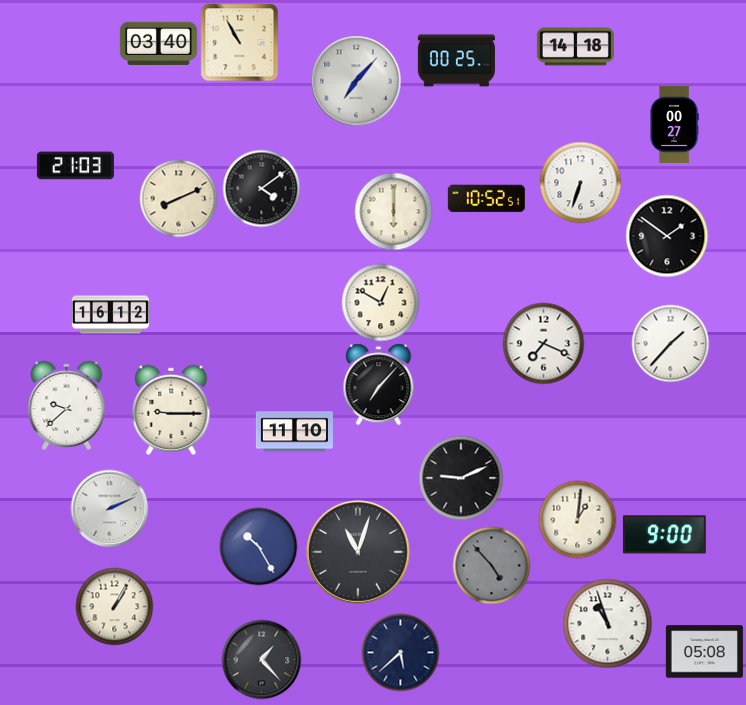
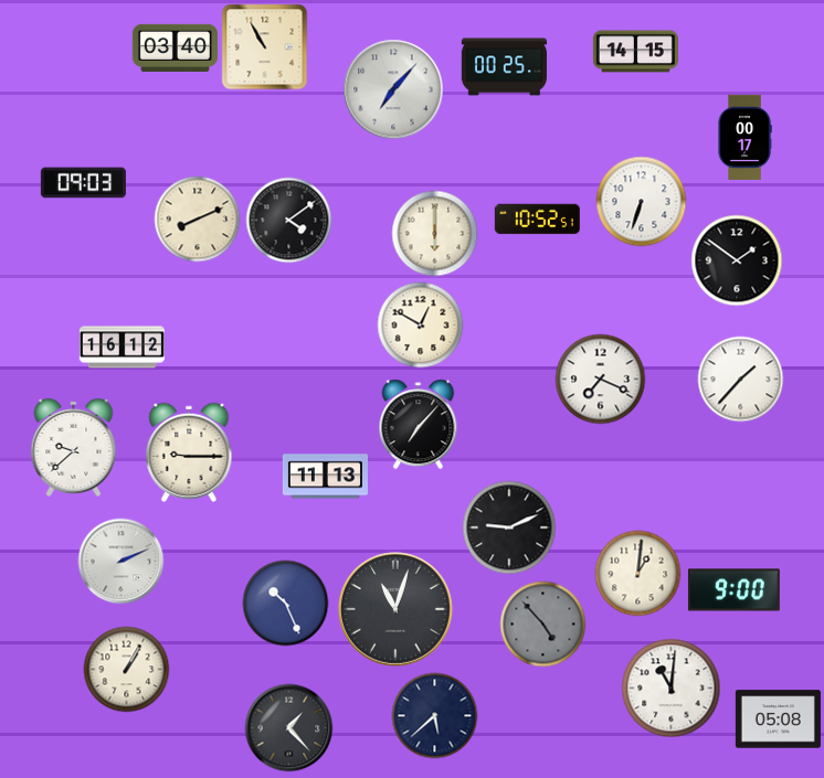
clock at (575, 47): 14:18 -> 14:15
clock at (674, 124): 00:27 -> 00:17
clock at (75, 166): 21:03 -> 09:03
clock at (261, 188) position: (261, 188) -> (288, 220)
clock at (380, 302) position: (380, 302) -> (420, 324)
clock at (294, 432): 11:10 -> 11:13
clock at (258, 546): 10:25 -> 10:26
clock at (607, 623): 10:57 -> 11:01
clock at (400, 652) position: (400, 652) -> (434, 715)
